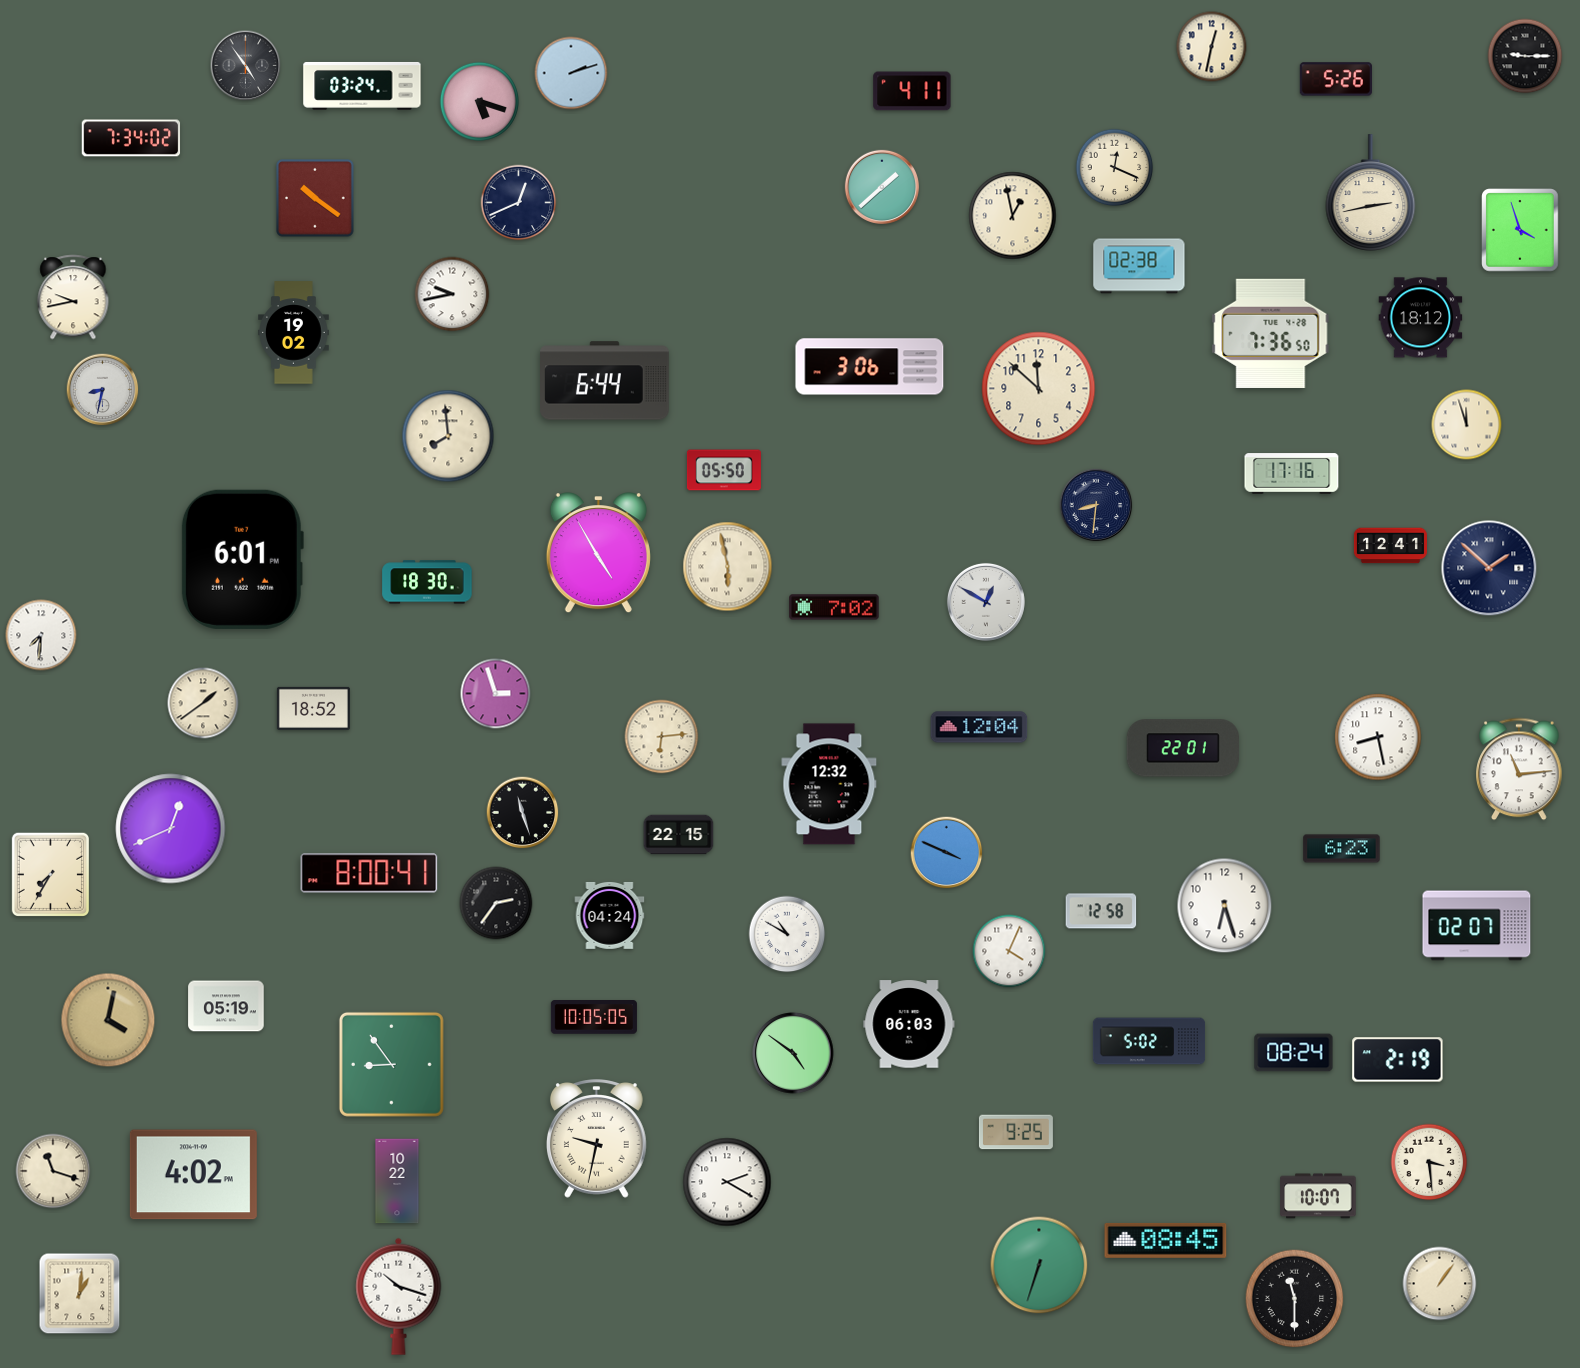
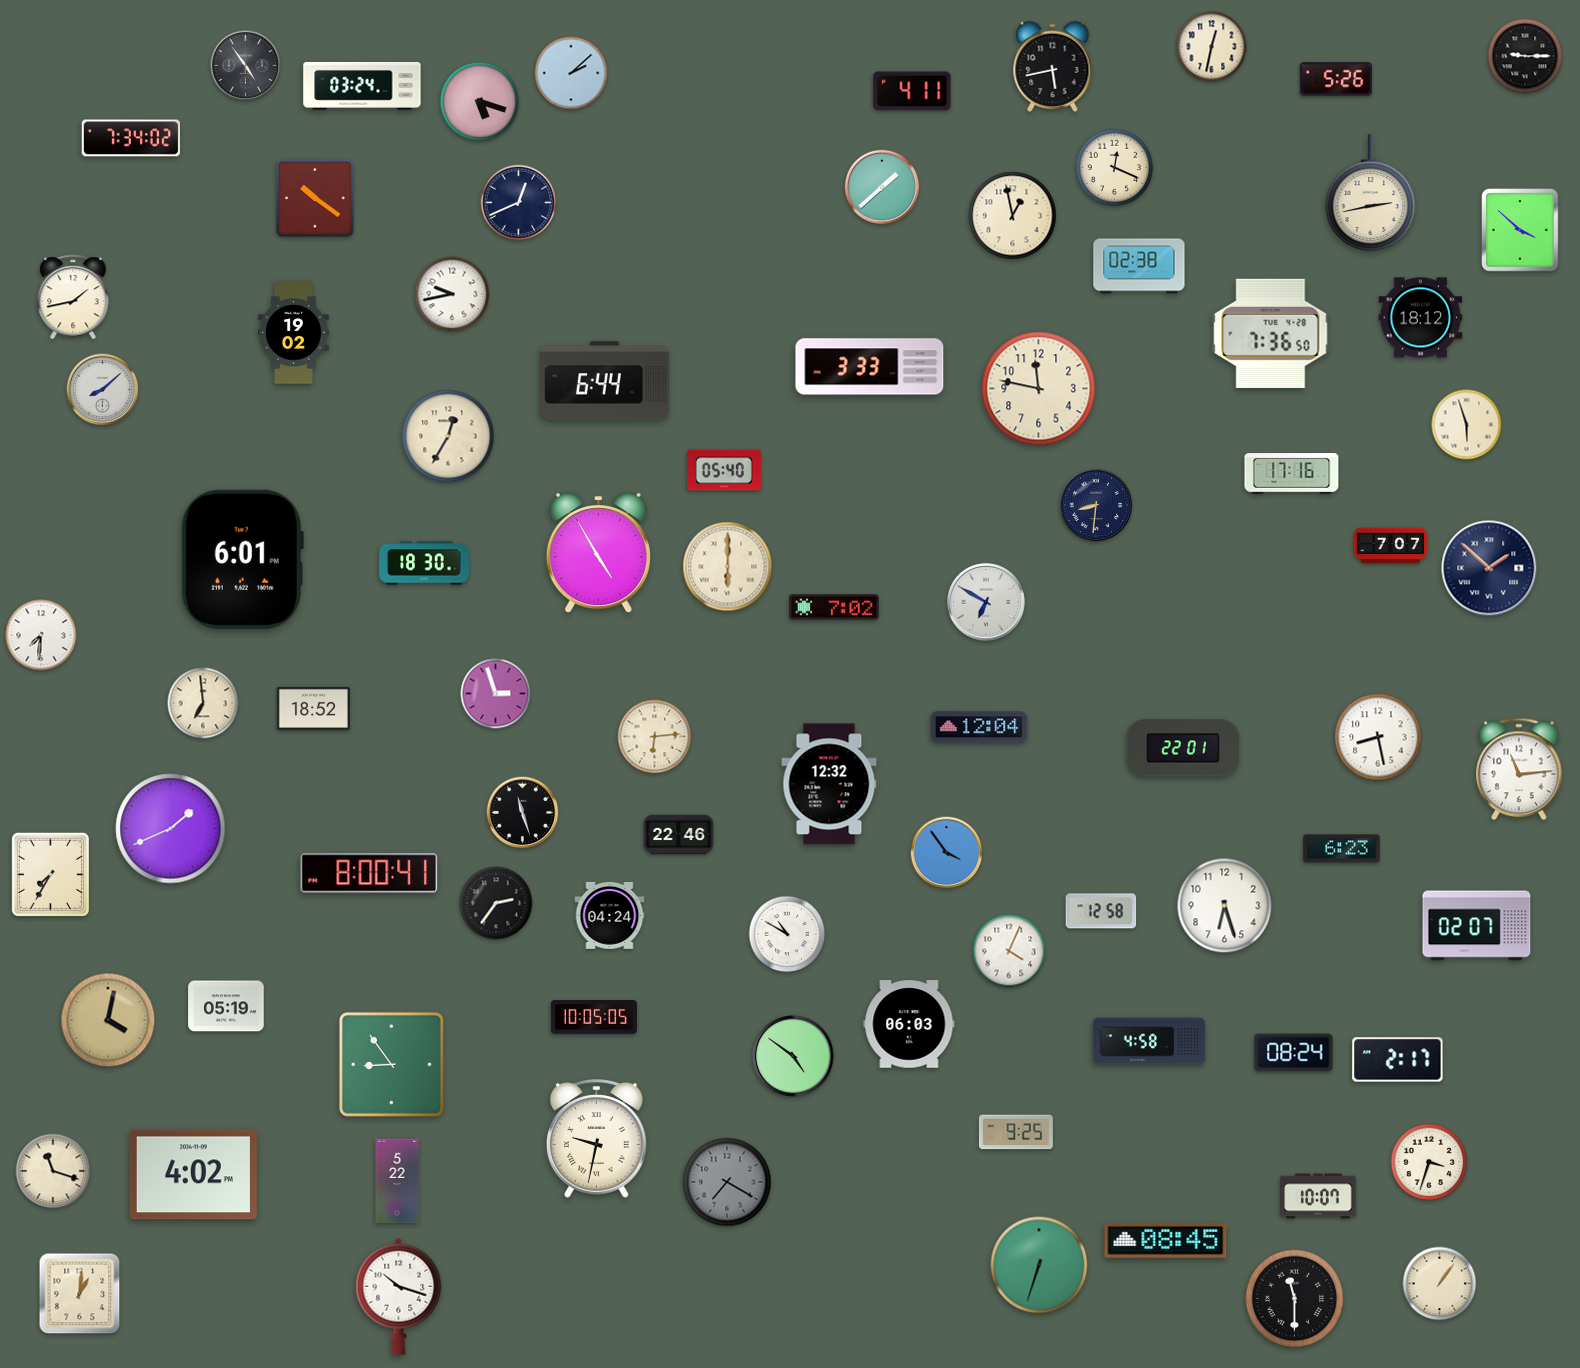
clock at (1053, 66): none -> 5:43
clock at (571, 73): 2:12 -> 2:08
clock at (1520, 230): 3:57 -> 3:52
clock at (73, 297): 9:43 -> 1:43
clock at (870, 367): 3:06 -> 3:33
clock at (1039, 389): 11:52 -> 11:47
clock at (103, 390): 8:32 -> 8:08
clock at (1467, 425): 11:57 -> 5:57
clock at (448, 436): 7:59 -> 12:35
clock at (724, 470): 05:50 -> 05:40
clock at (1390, 546): 12:41 -> 7:07
clock at (728, 567): 5:58 -> 6:00
clock at (427, 582) position: (427, 582) -> (424, 563)
clock at (986, 602): 12:50 -> 6:50
clock at (203, 703): 1:39 -> 6:59
clock at (662, 737) position: (662, 737) -> (655, 737)
clock at (171, 829): 12:41 -> 1:41
clock at (679, 835): 22:15 -> 22:46
clock at (947, 853): 3:49 -> 3:54
clock at (1149, 1041): 5:02 -> 4:58
clock at (793, 1053) position: (793, 1053) -> (793, 1056)
clock at (1398, 1060): 2:19 -> 2:17
clock at (1429, 1162): 3:29 -> 3:33
clock at (397, 1181): 10:22 -> 5:22
clock at (727, 1182): 2:20 -> 7:20
clock at (727, 1182) dial: white -> grey
